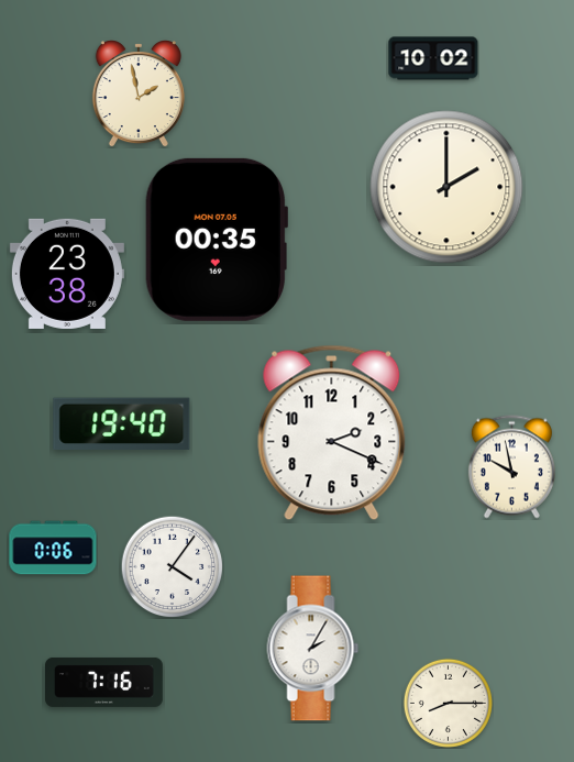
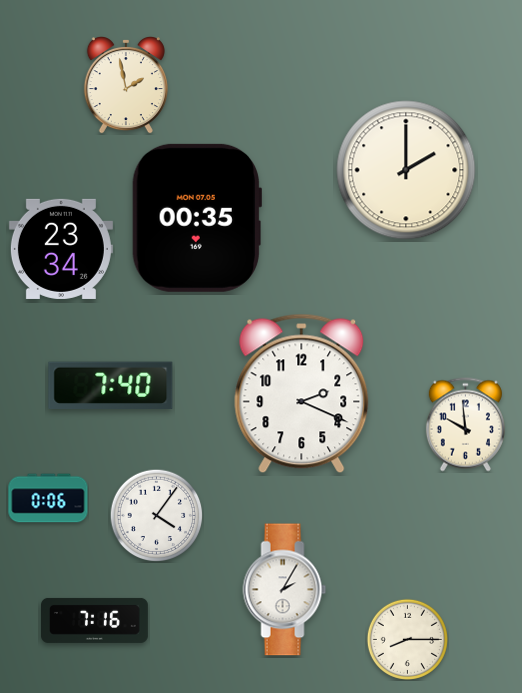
clock at (433, 58): 10:02 -> none
clock at (67, 274): 23:38 -> 23:34
clock at (122, 424): 19:40 -> 7:40
clock at (511, 467): 9:58 -> 9:59
